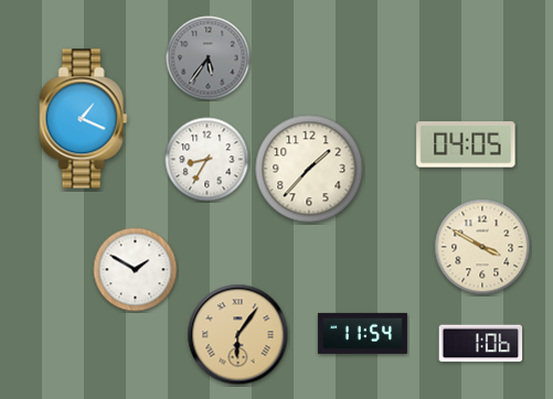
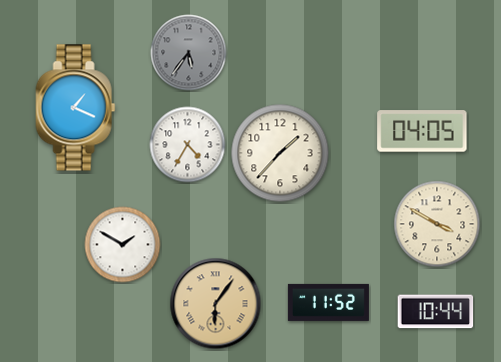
clock at (208, 160): 8:35 -> 4:35
clock at (362, 333): 11:54 -> 11:52
clock at (481, 344): 1:06 -> 10:44
